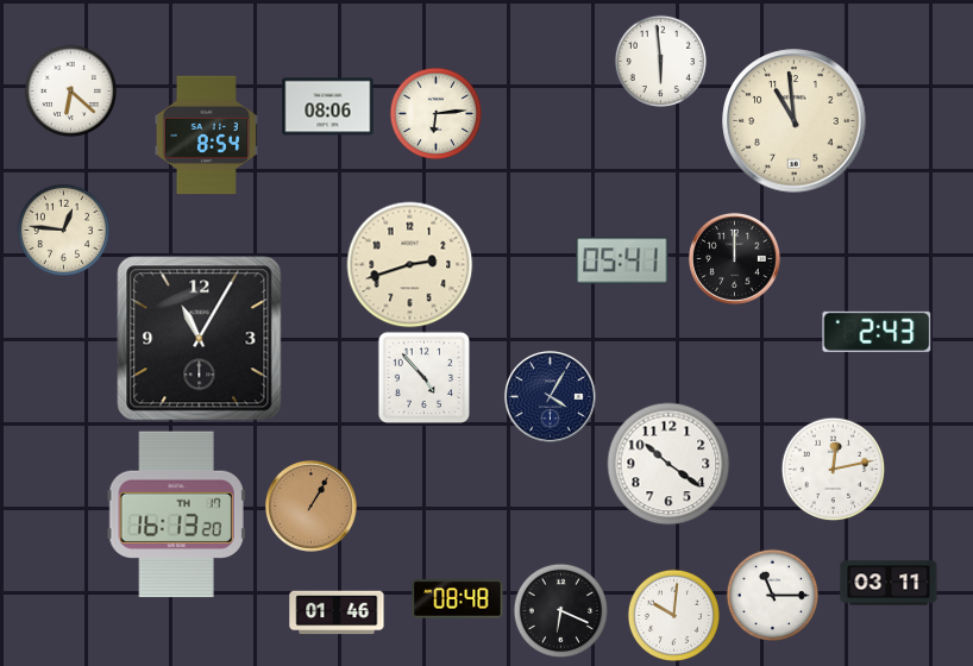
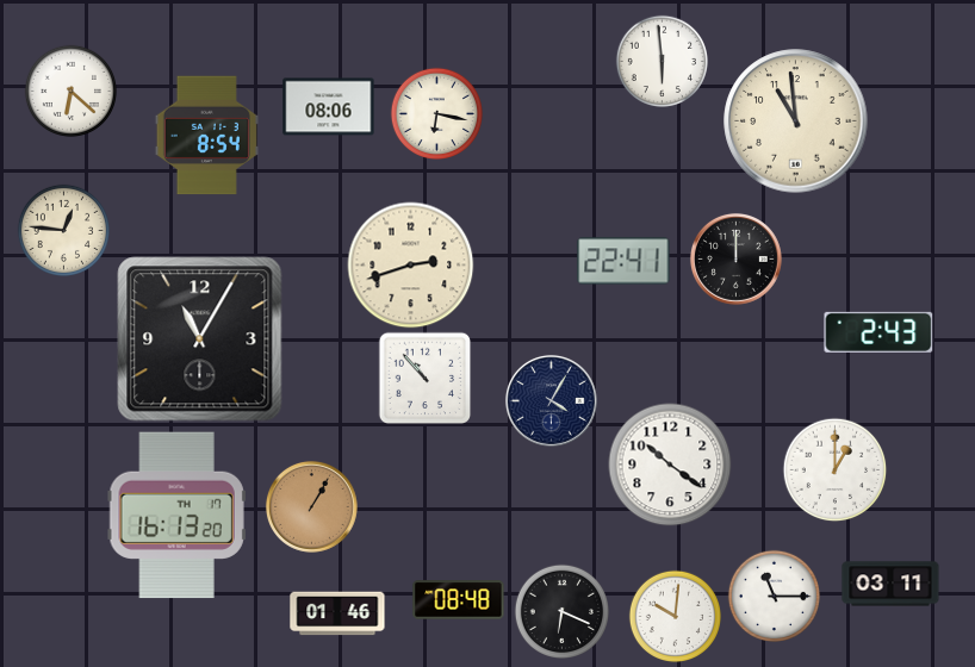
clock at (435, 113): 6:14 -> 6:17
clock at (622, 260): 05:41 -> 22:41
clock at (423, 377): 4:53 -> 10:53
clock at (550, 396) position: (550, 396) -> (551, 400)
clock at (833, 469): 12:13 -> 1:00
